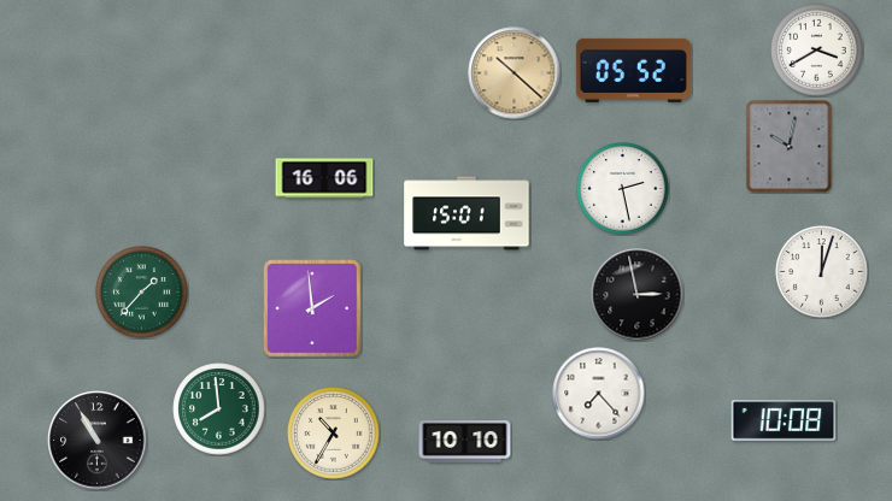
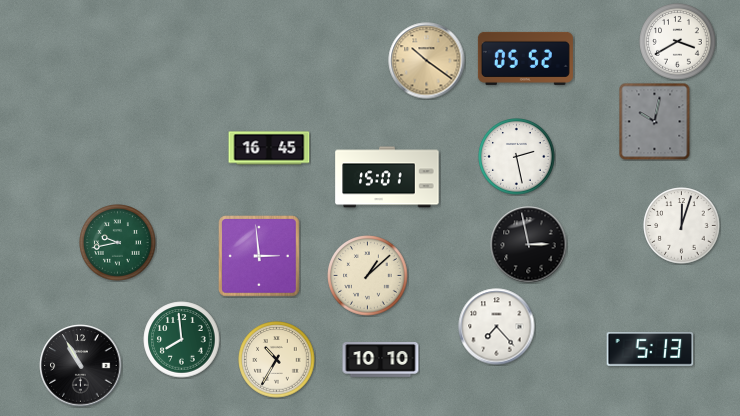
clock at (515, 73): 10:22 -> 10:21
clock at (324, 178): 16:06 -> 16:45
clock at (142, 293): 1:37 -> 9:43
clock at (312, 308): 1:59 -> 2:59
clock at (368, 276): none -> 1:08
clock at (784, 422): 10:08 -> 5:13
clock at (465, 442) position: (465, 442) -> (381, 360)
